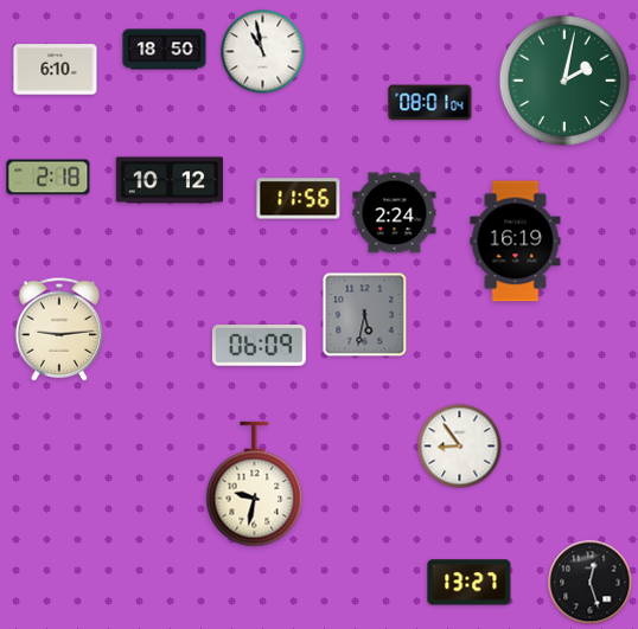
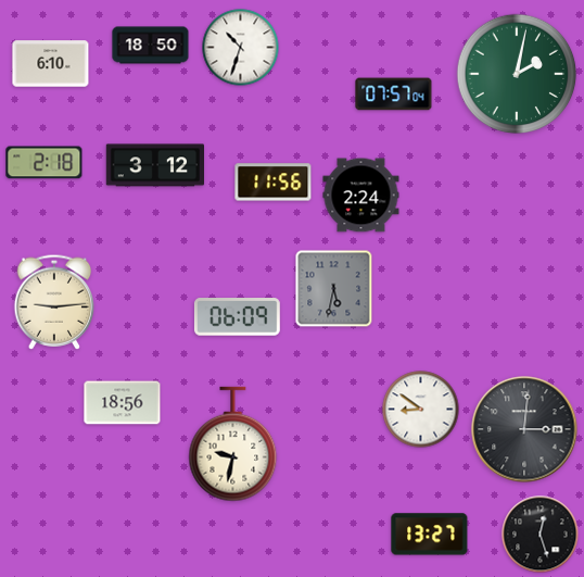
clock at (263, 52): 10:58 -> 10:33
clock at (430, 103): 08:01 -> 07:57
clock at (168, 180): 10:12 -> 3:12
clock at (516, 242): 16:19 -> none
clock at (123, 403): none -> 18:56
clock at (460, 447): 8:54 -> 8:51
clock at (524, 429): none -> 3:01
